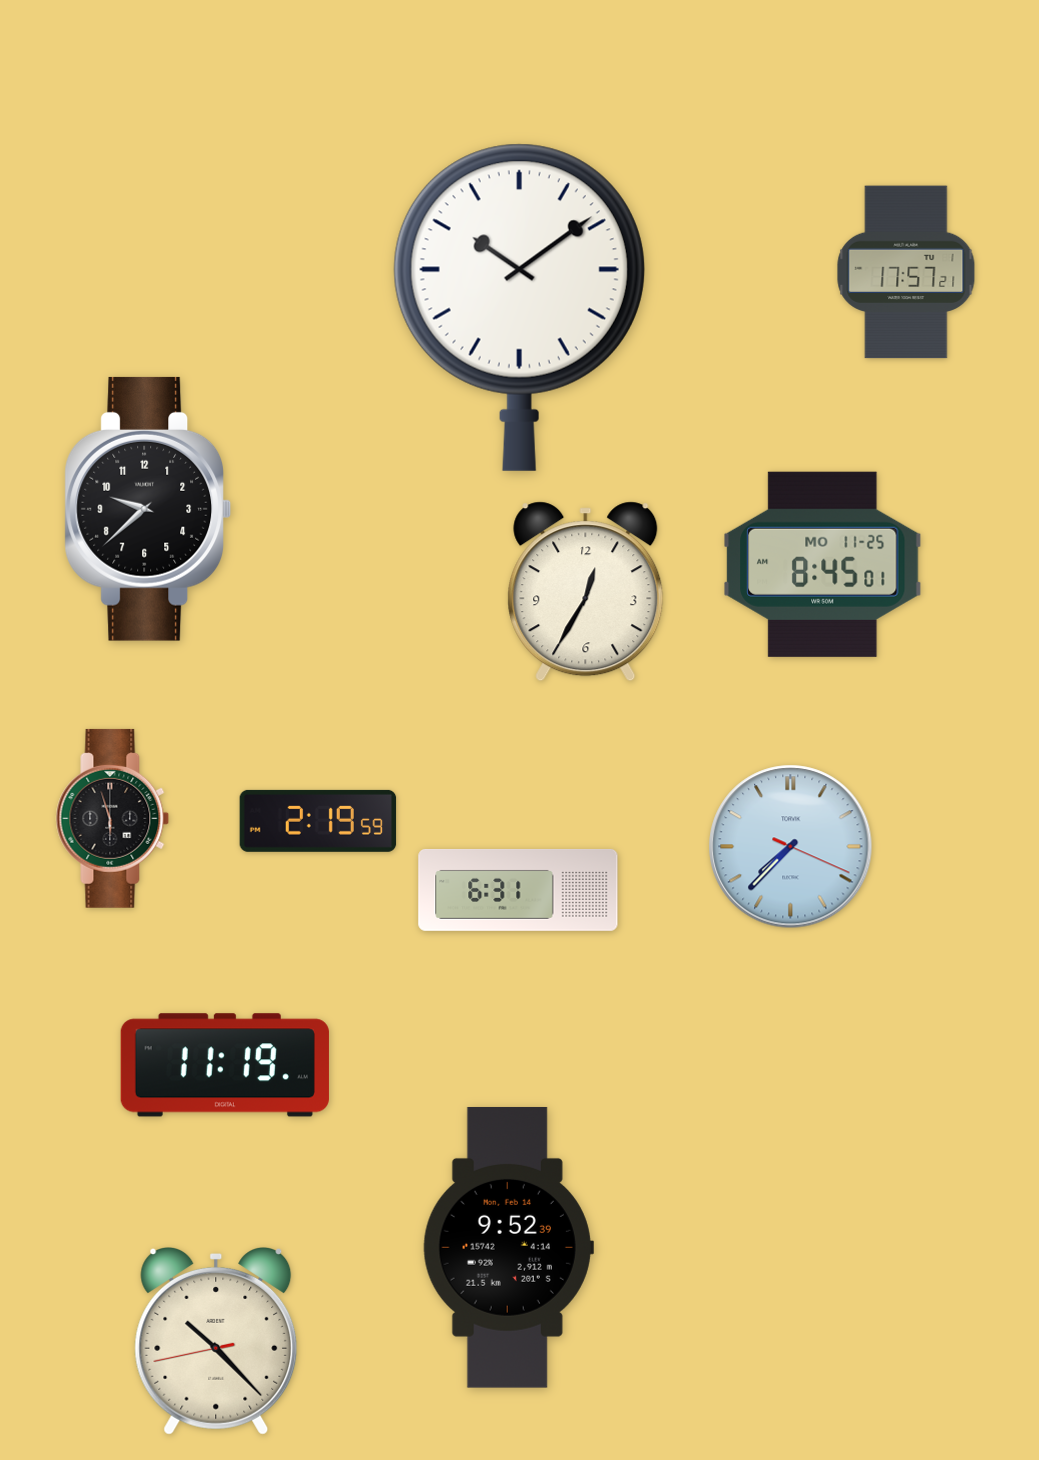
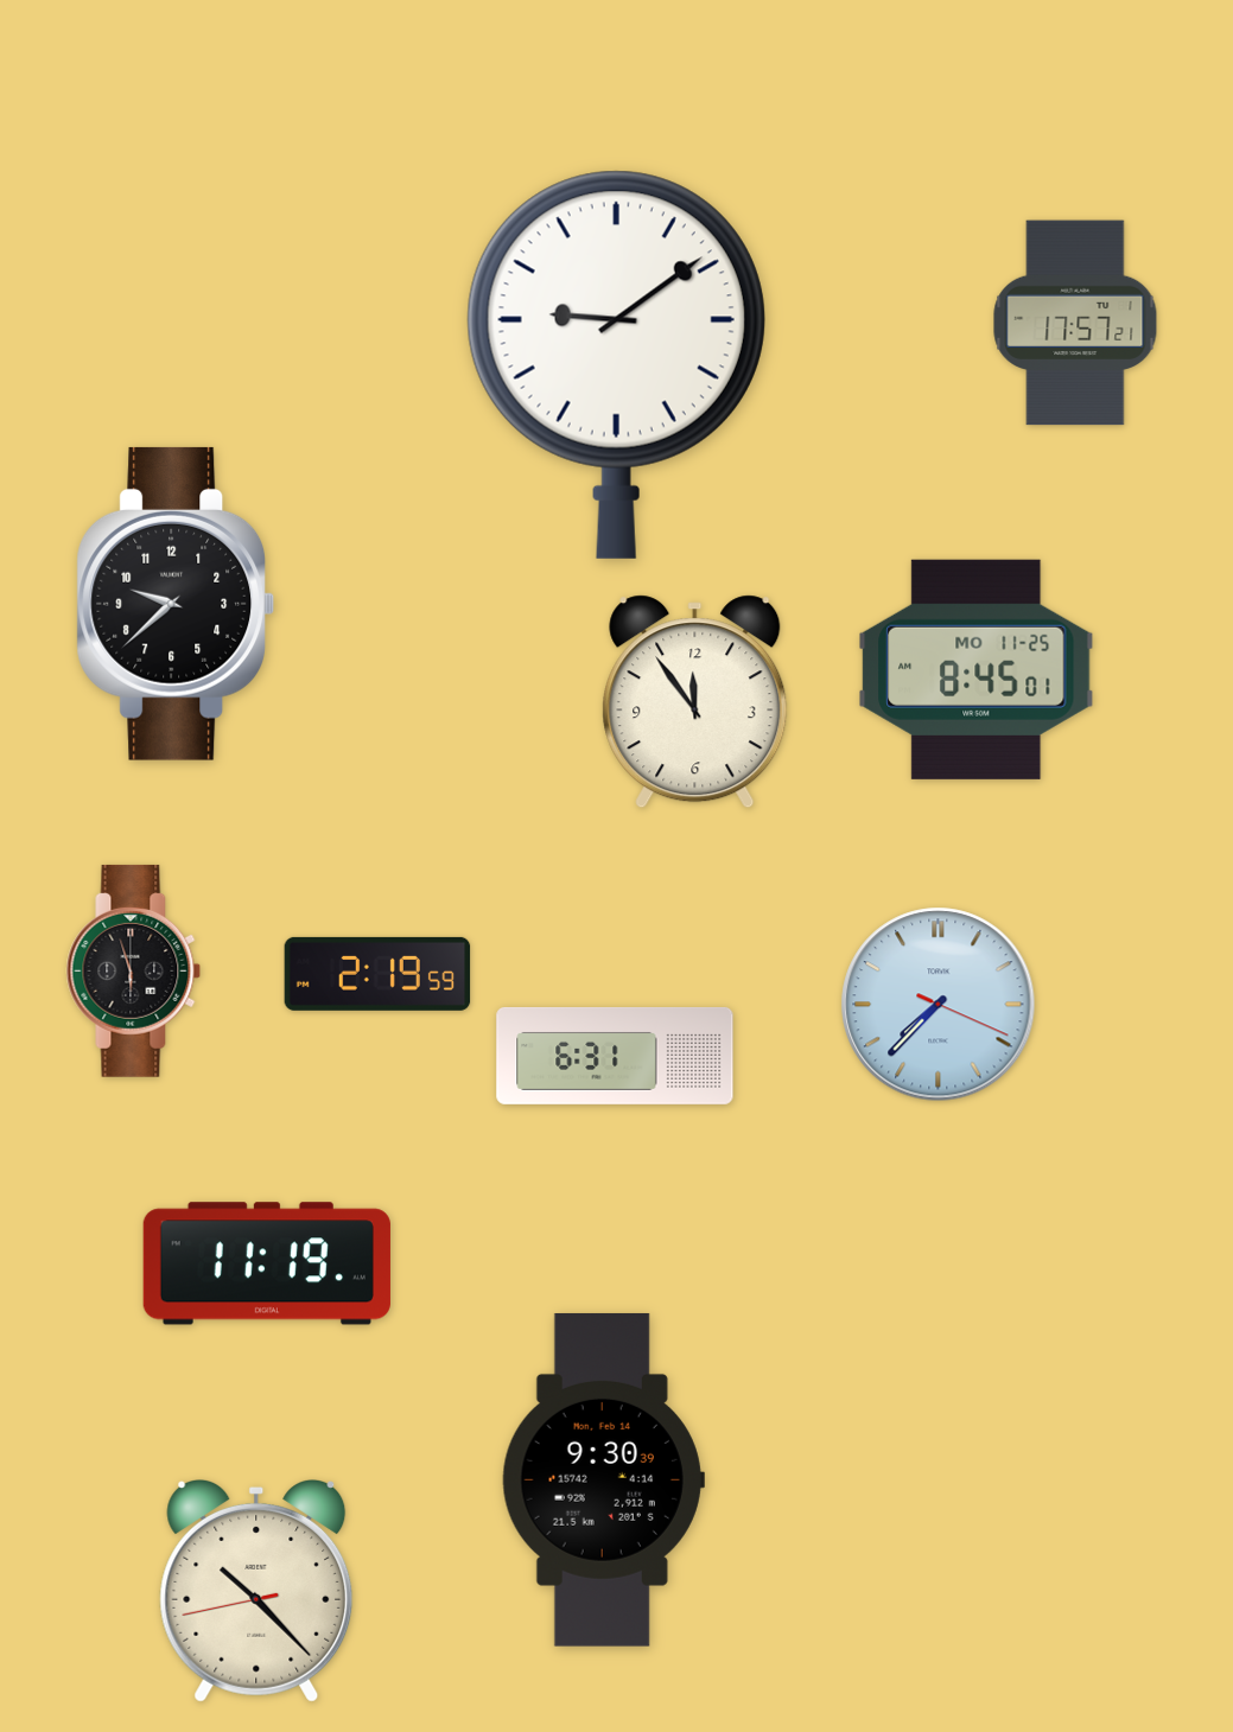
clock at (519, 307): 10:09 -> 9:09
clock at (586, 592): 12:35 -> 11:54
clock at (508, 1247): 9:52 -> 9:30
